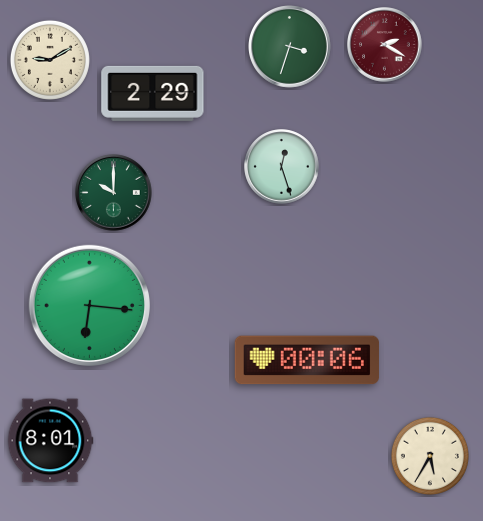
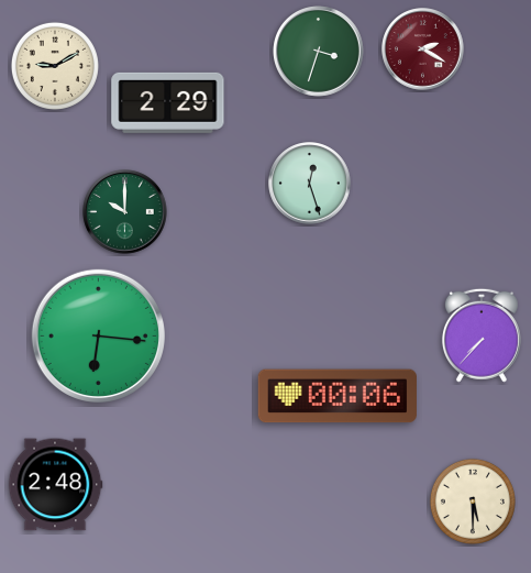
clock at (482, 335): none -> 7:37
clock at (50, 441): 8:01 -> 2:48
clock at (430, 456): 5:35 -> 5:30
